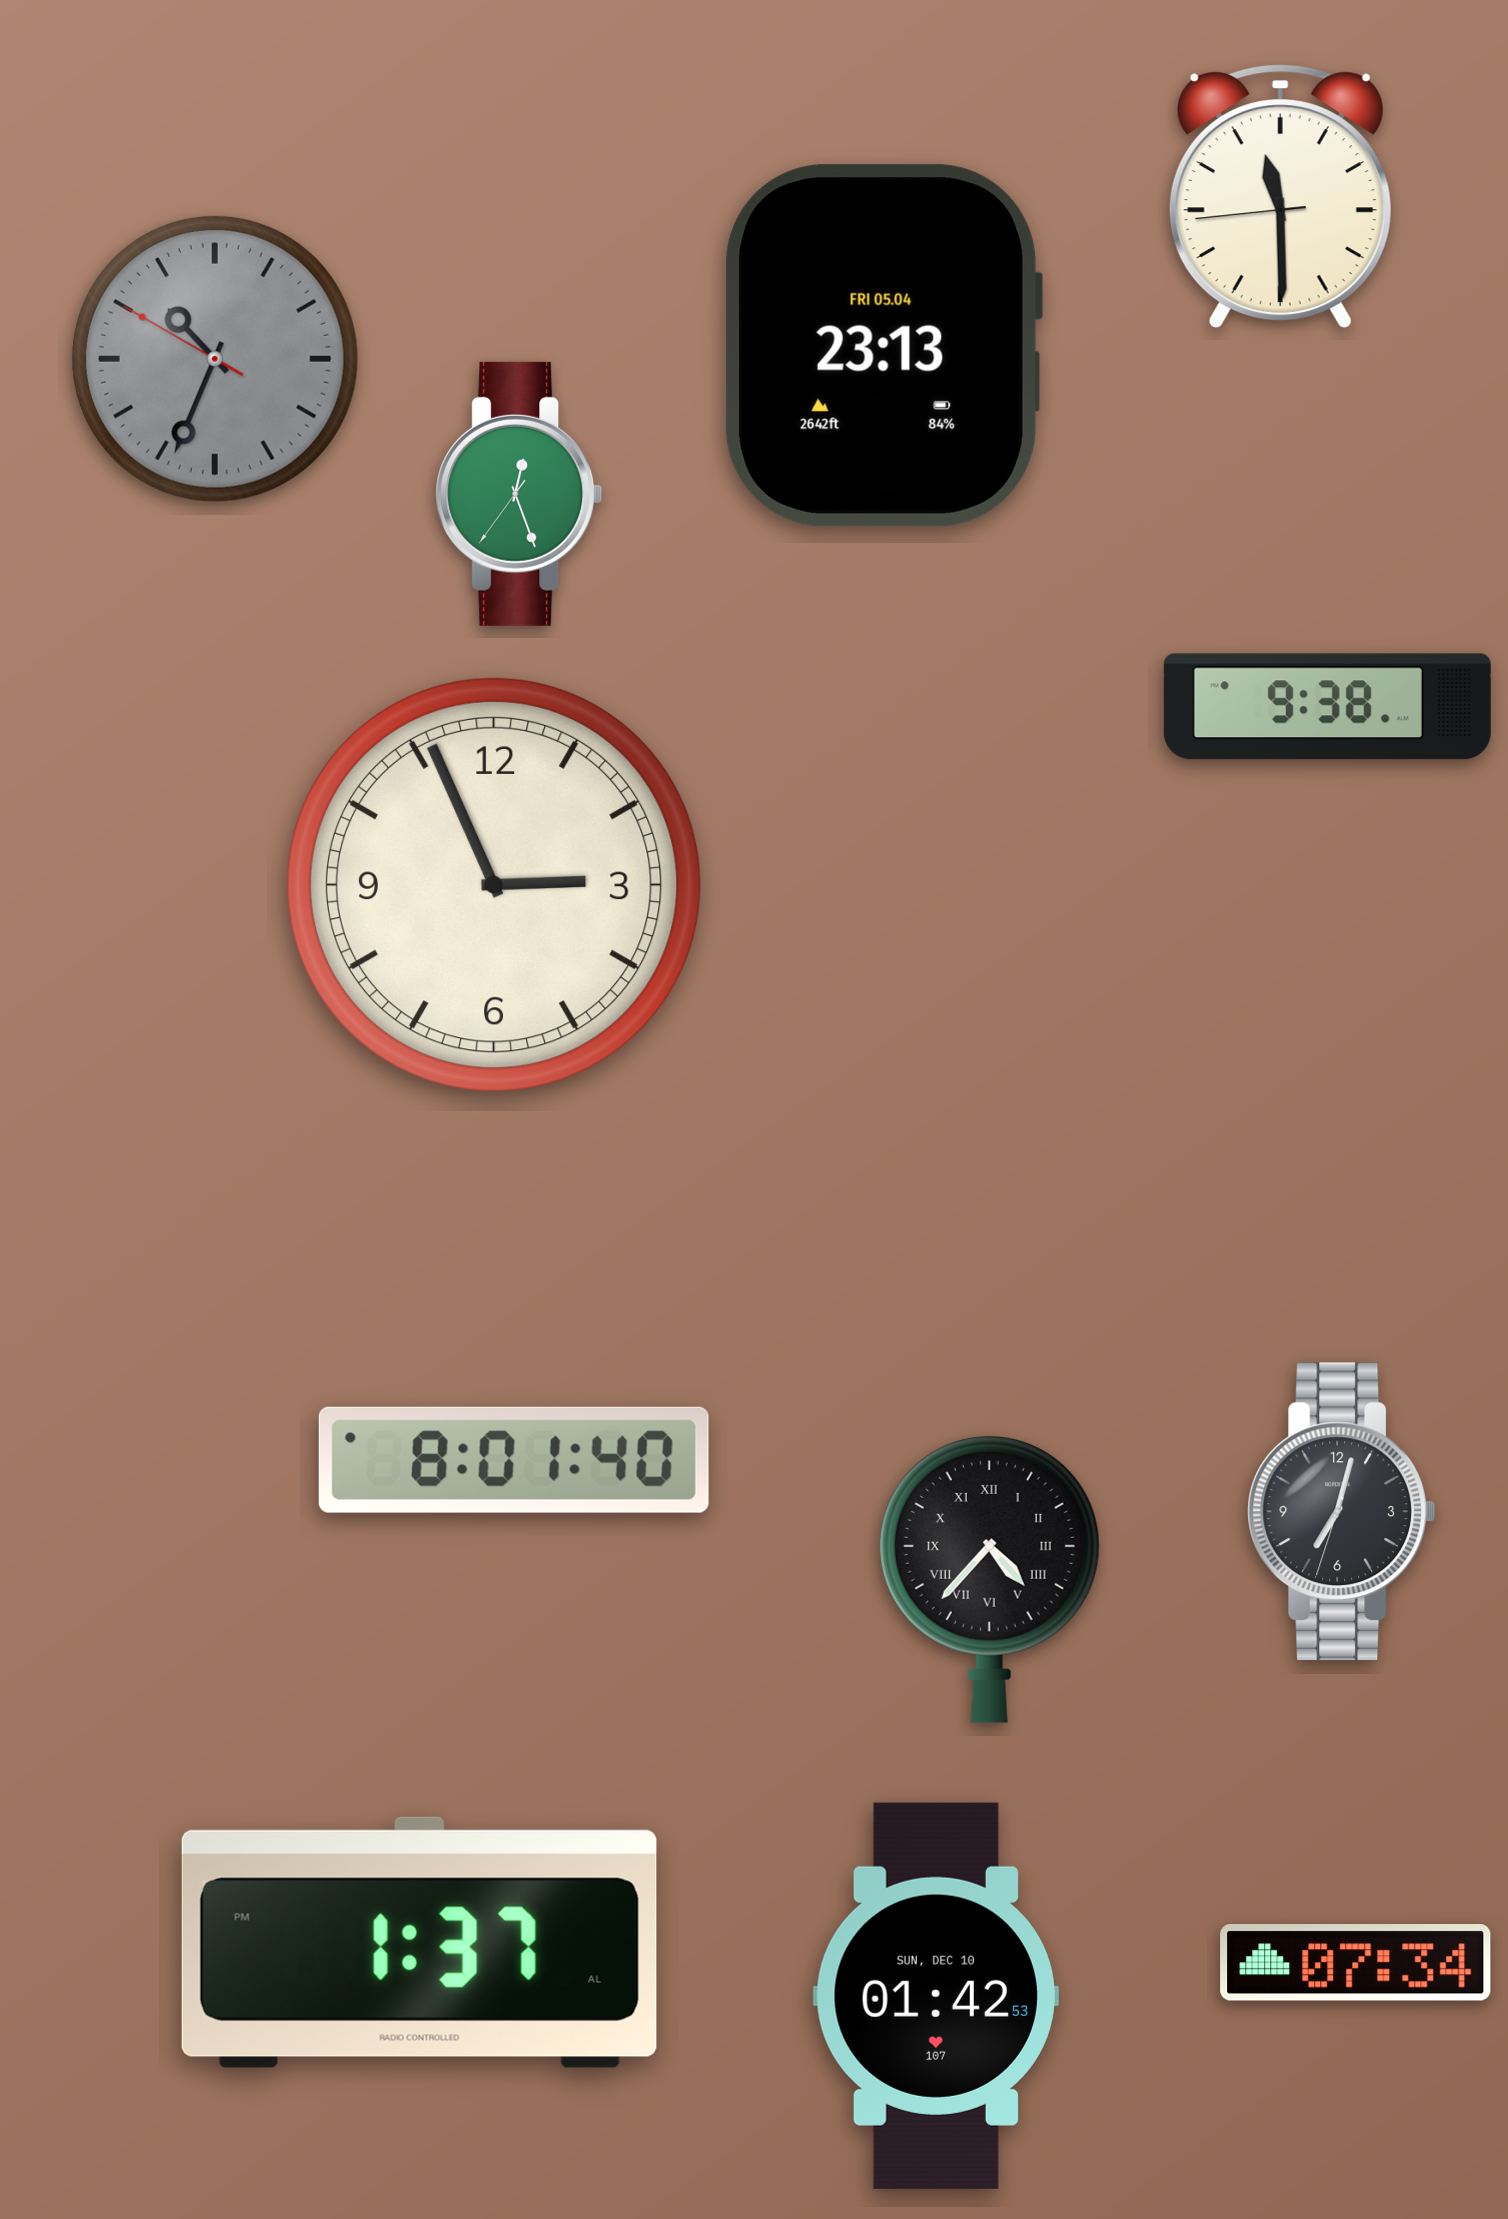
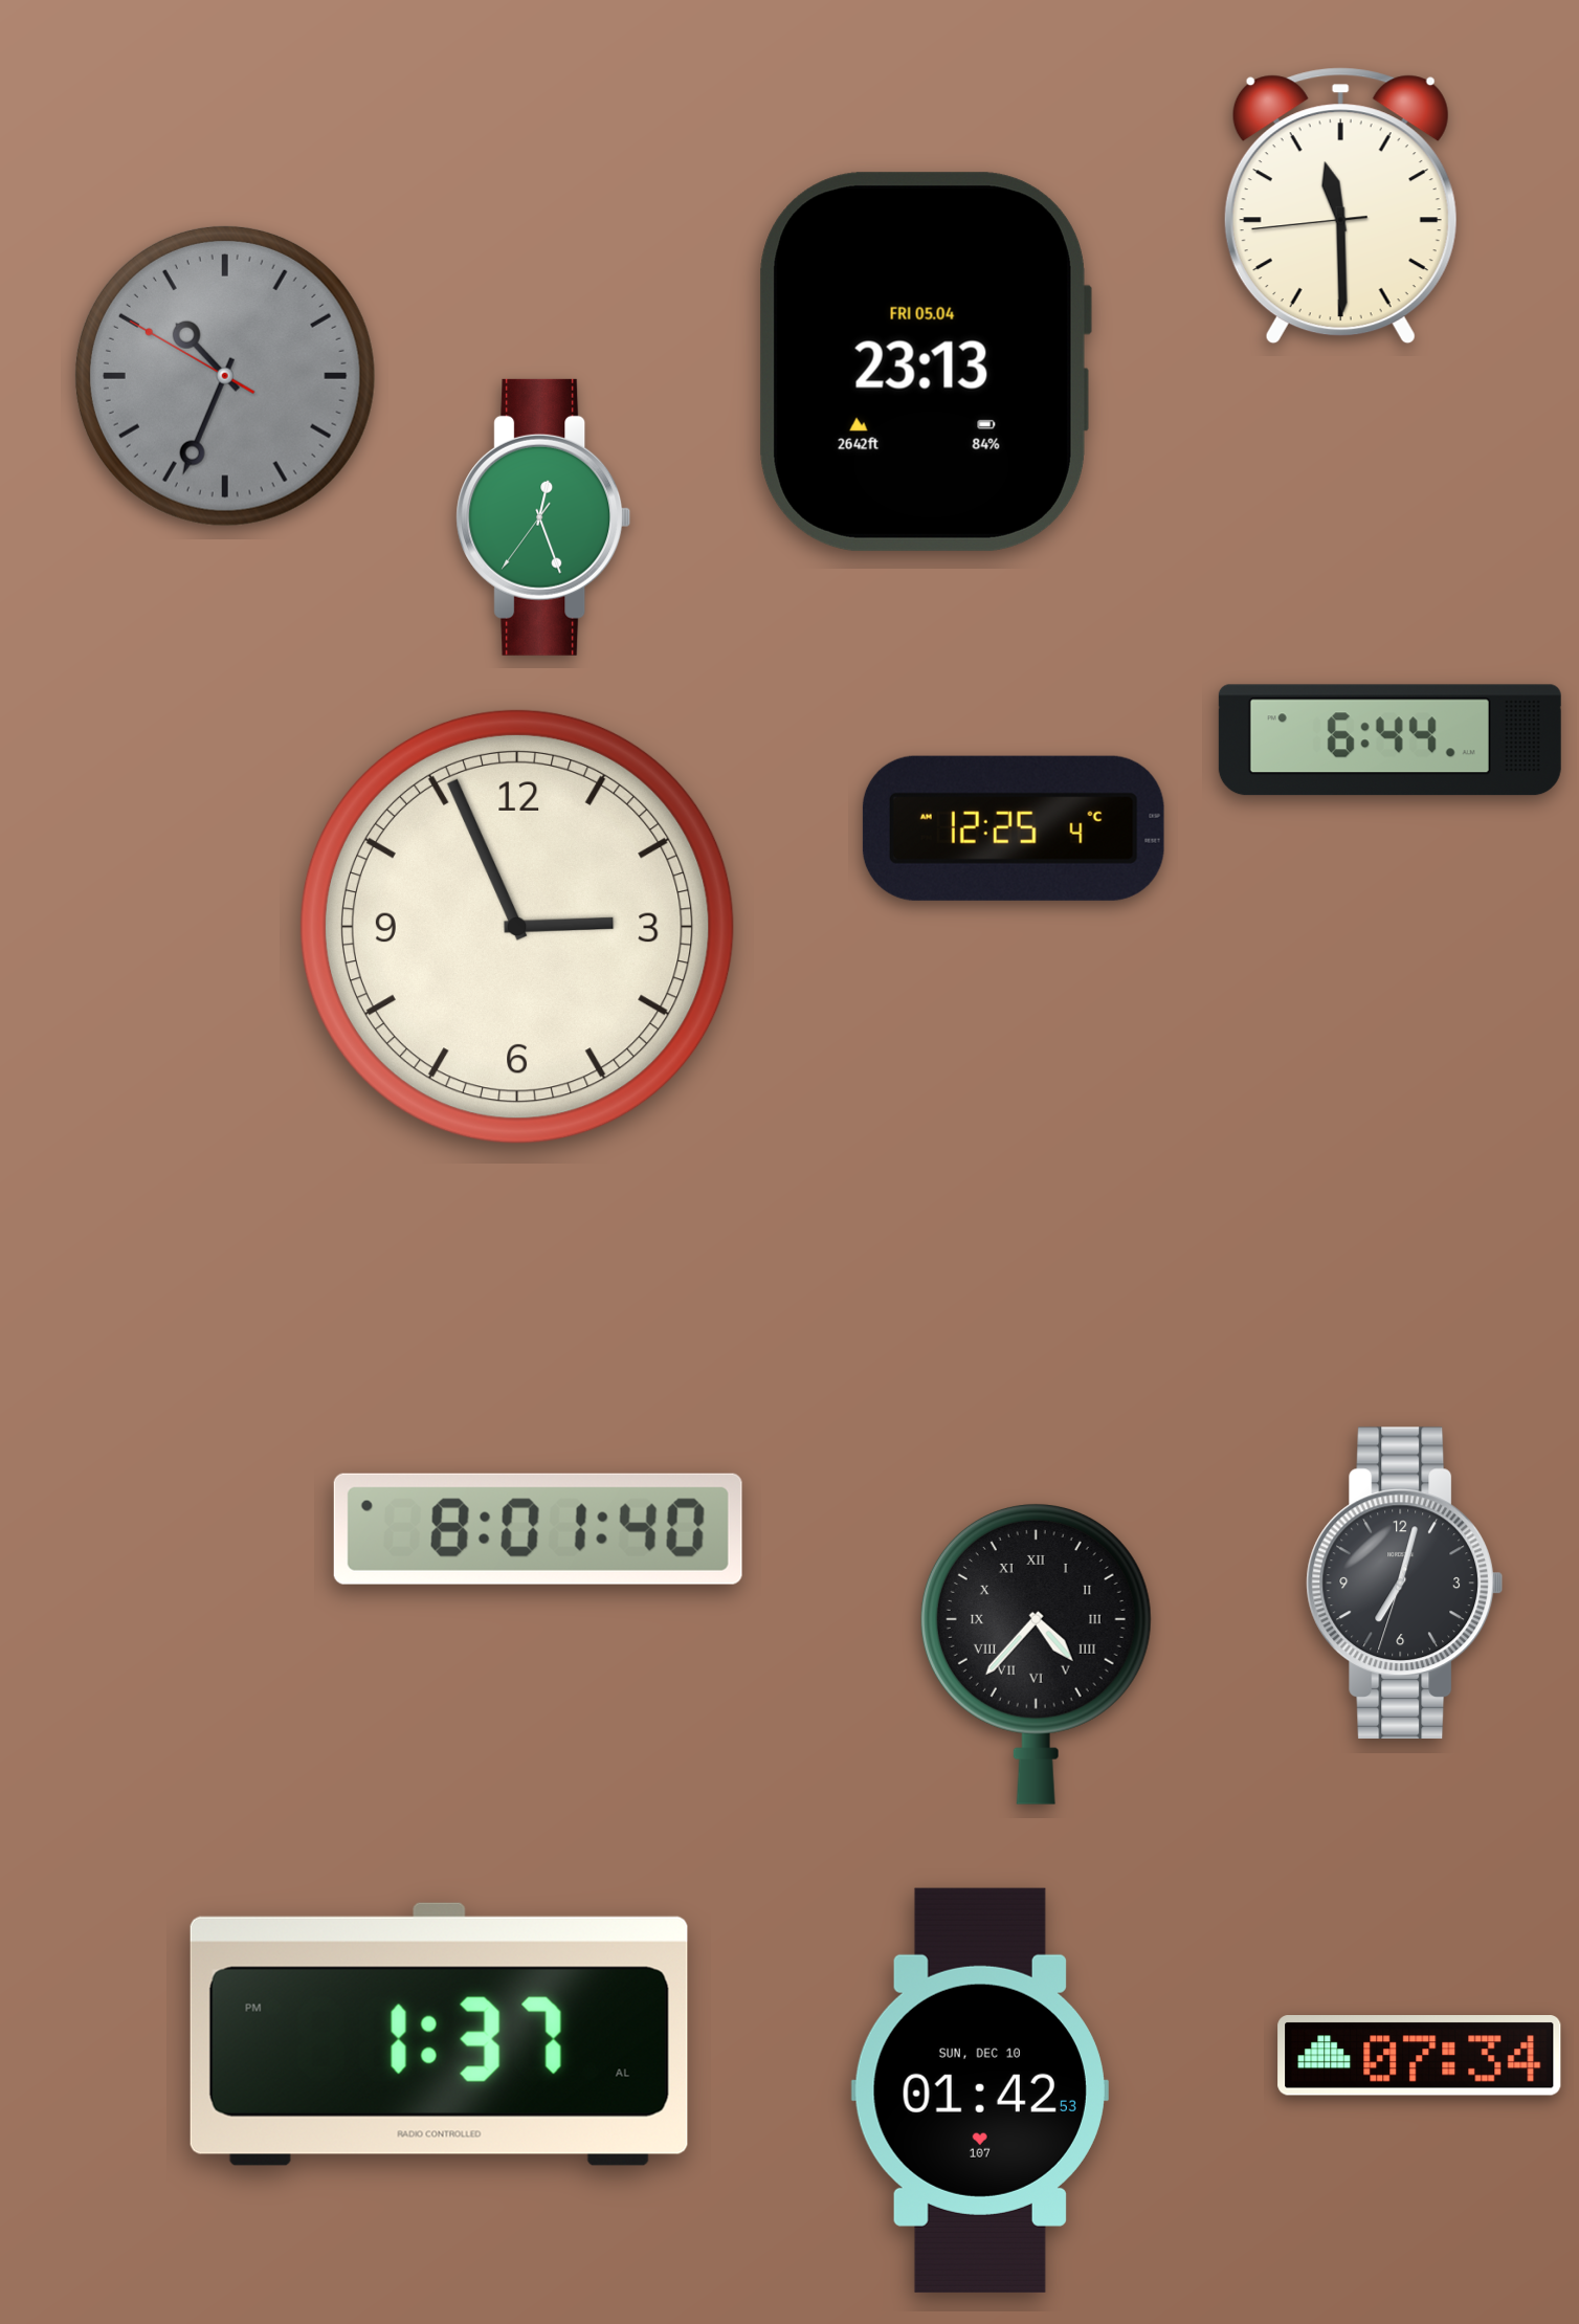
clock at (1327, 707): 9:38 -> 6:44
clock at (1014, 828): none -> 12:25
